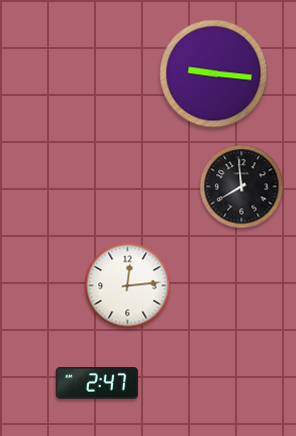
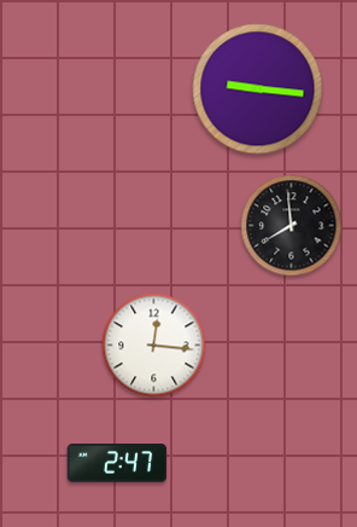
clock at (128, 286): 12:14 -> 12:16
